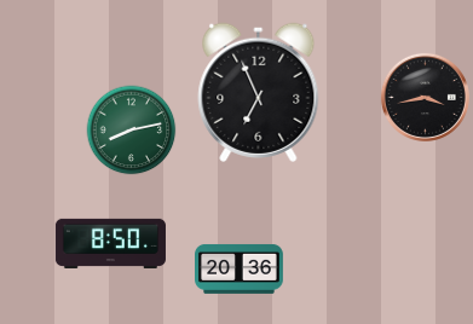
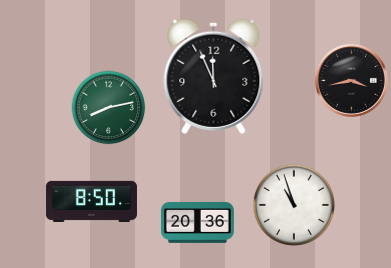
clock at (259, 92): 6:56 -> 11:56
clock at (294, 205): none -> 10:57
